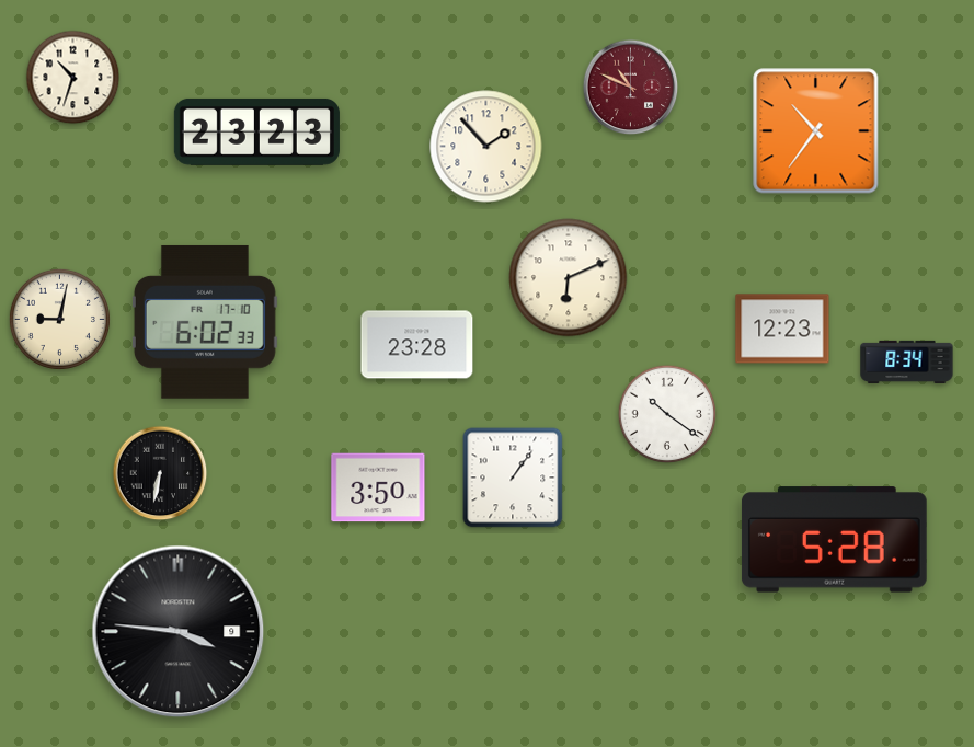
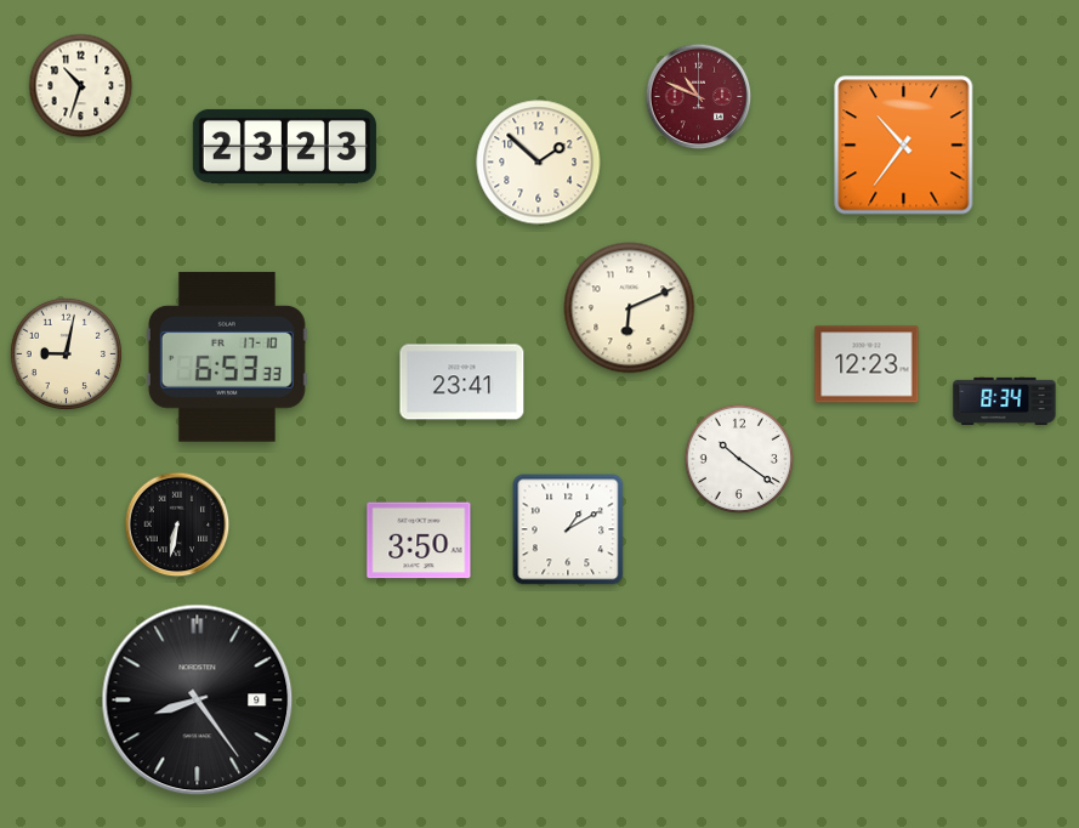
clock at (486, 147): 1:53 -> 1:52
clock at (205, 322): 6:02 -> 6:53
clock at (417, 345): 23:28 -> 23:41
clock at (513, 478): 1:06 -> 1:10
clock at (834, 540): 5:28 -> none
clock at (179, 632): 3:46 -> 8:24
